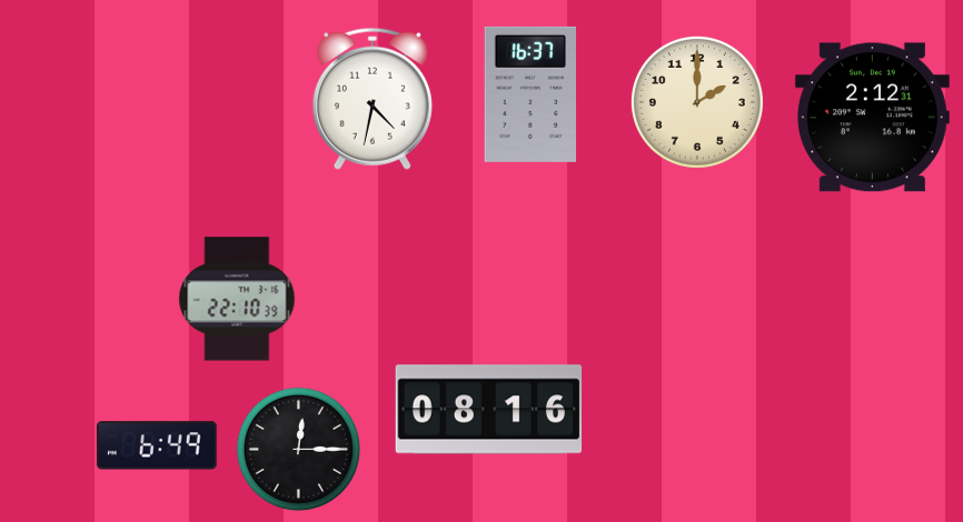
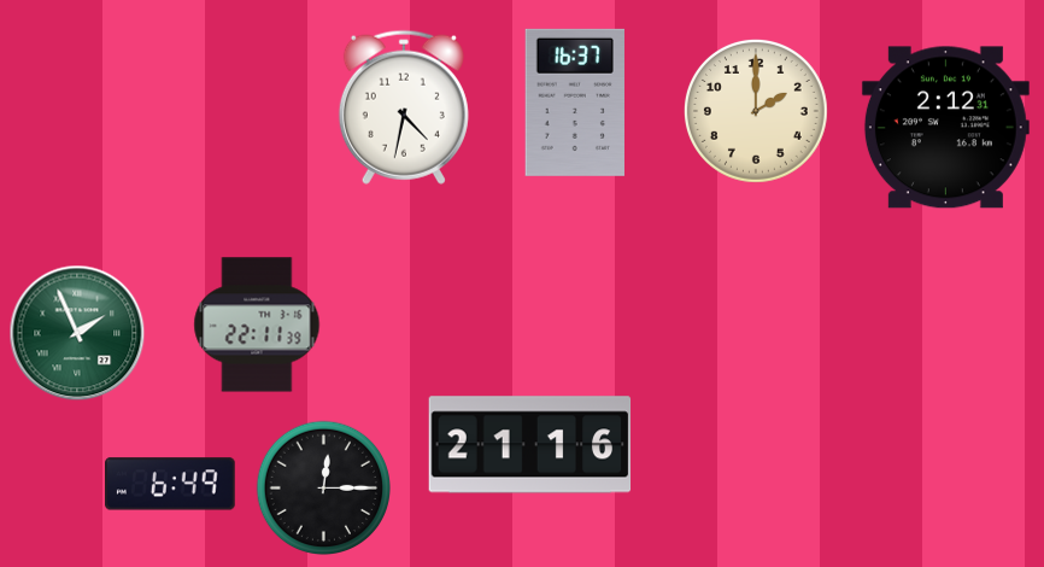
clock at (237, 299): 22:10 -> 22:11
clock at (77, 333): none -> 1:56
clock at (489, 410): 08:16 -> 21:16
